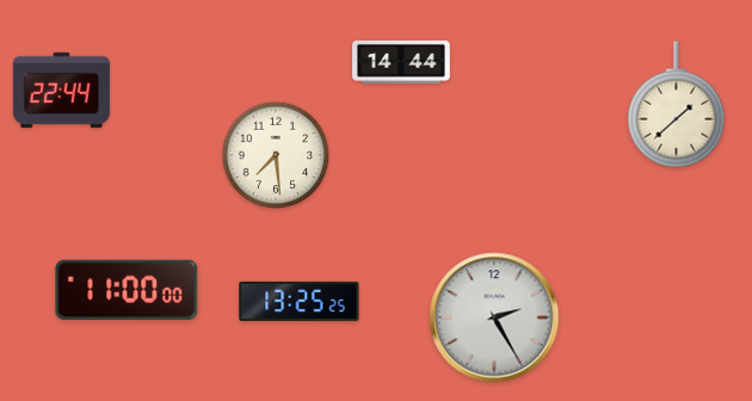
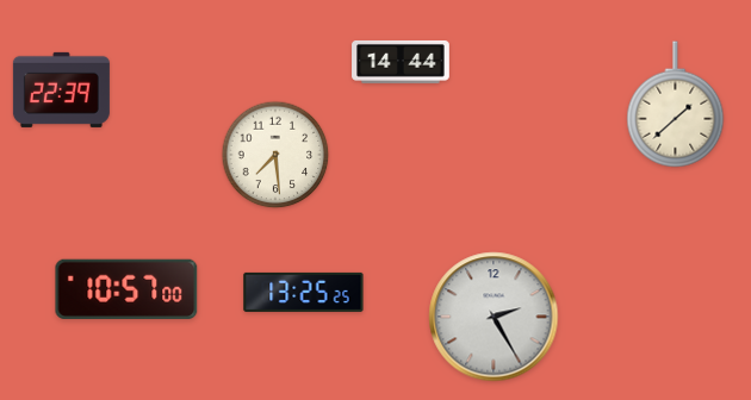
clock at (61, 90): 22:44 -> 22:39
clock at (127, 290): 11:00 -> 10:57
clock at (300, 301) position: (300, 301) -> (304, 292)
